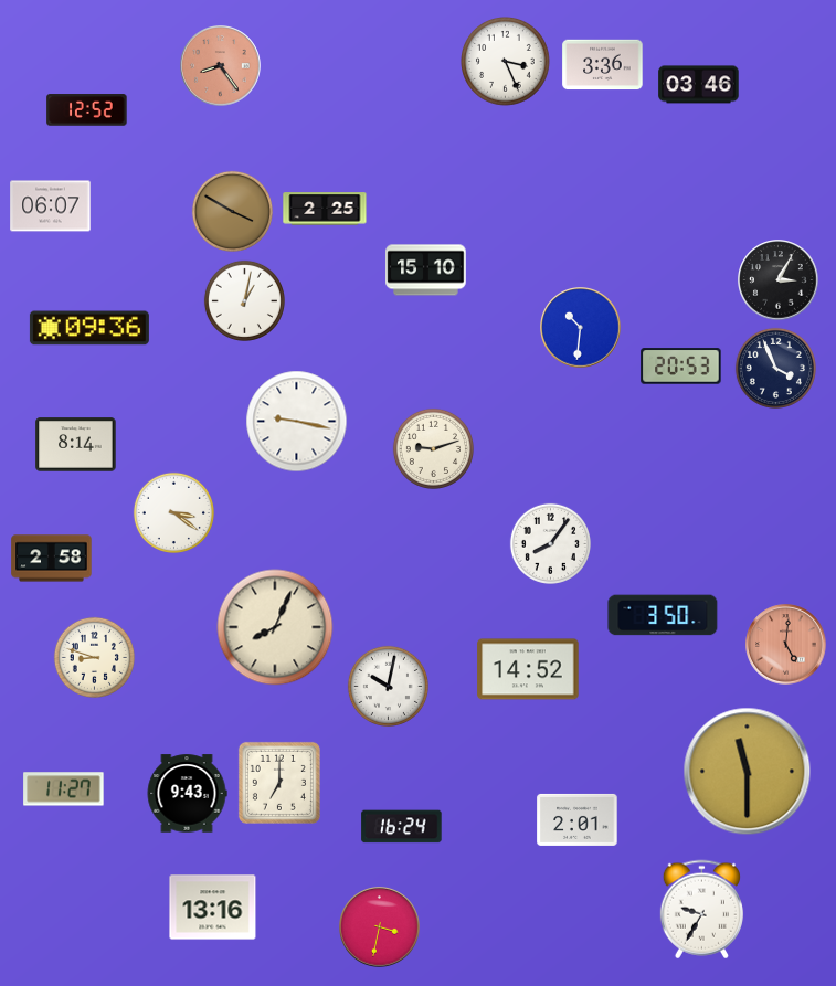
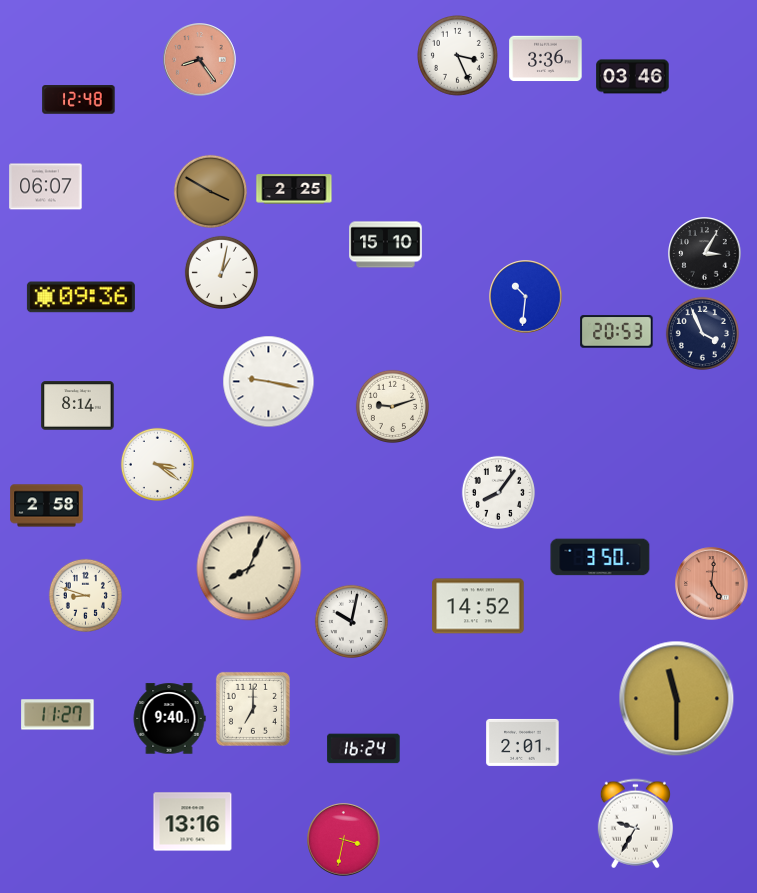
clock at (87, 110): 12:52 -> 12:48
clock at (76, 445) position: (76, 445) -> (78, 406)
clock at (187, 794): 9:43 -> 9:40
